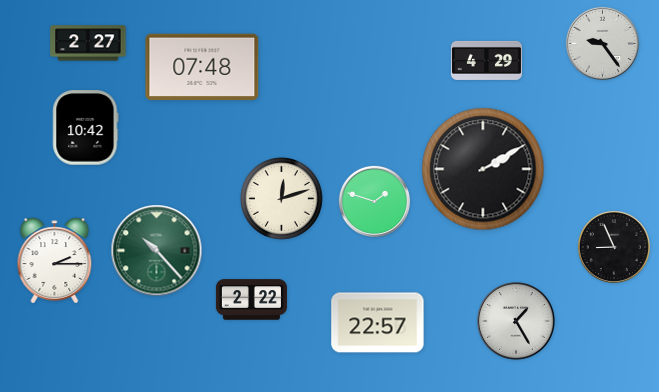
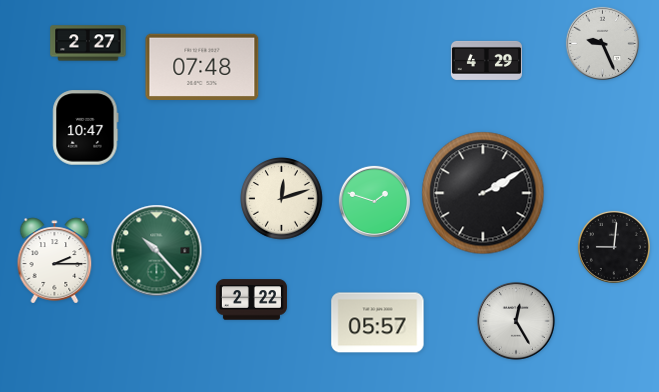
clock at (602, 43): 9:24 -> 9:26
clock at (86, 128): 10:42 -> 10:47
clock at (483, 169) position: (483, 169) -> (483, 193)
clock at (614, 247): 8:56 -> 9:01
clock at (517, 322): 1:25 -> 12:25
clock at (378, 323): 22:57 -> 05:57
